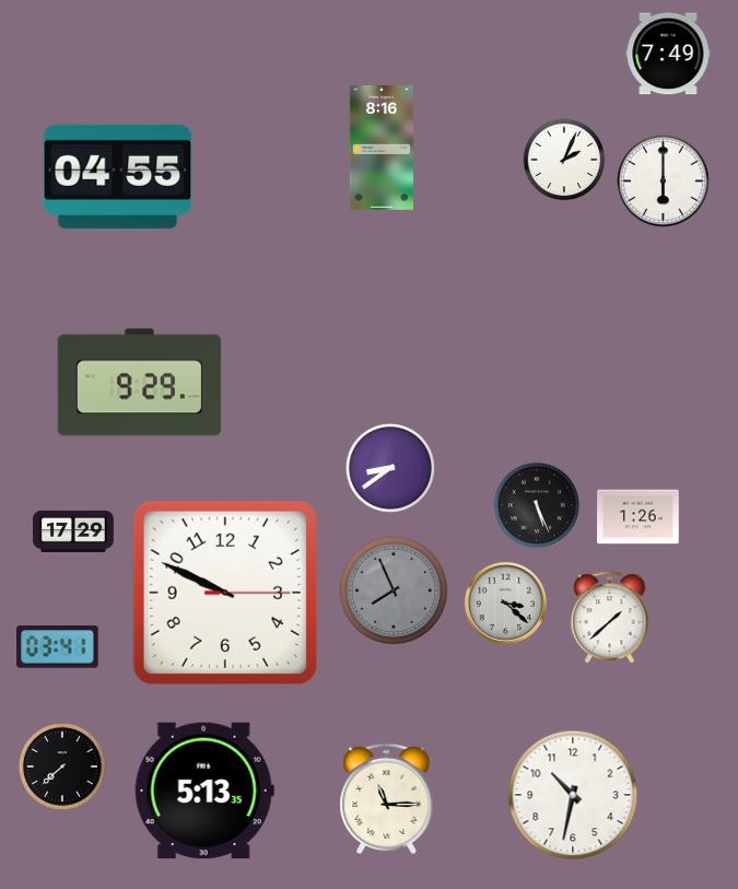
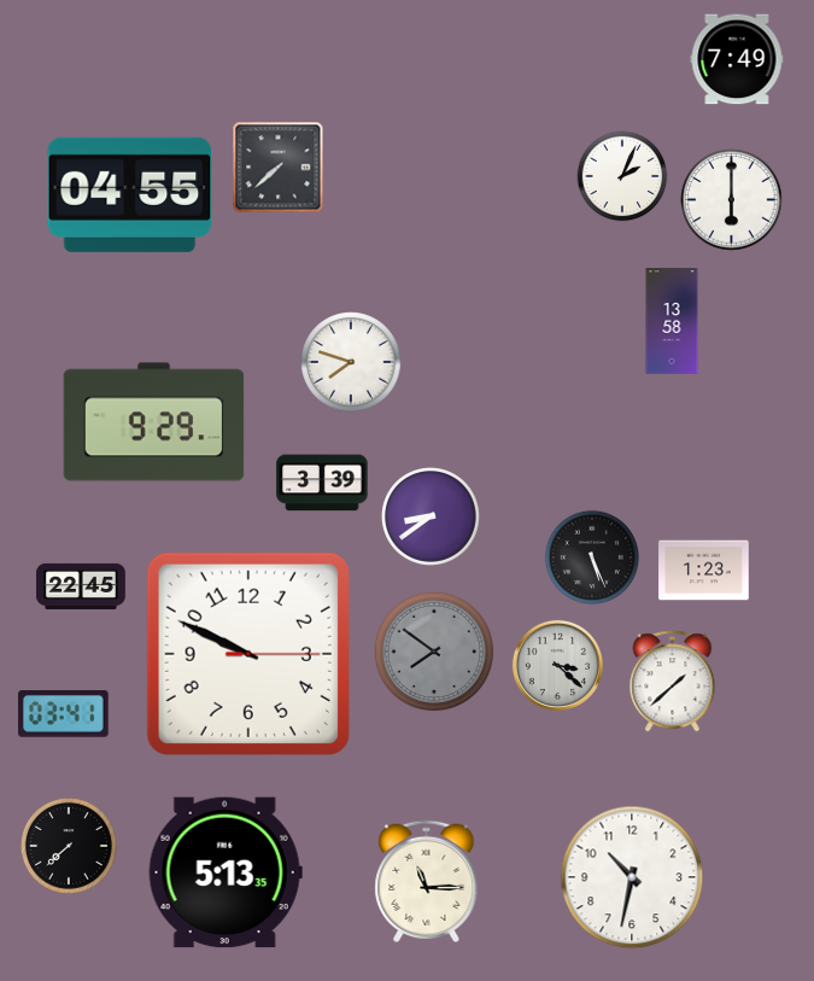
clock at (382, 149): 8:16 -> none
clock at (279, 168): none -> 7:38
clock at (672, 321): none -> 13:58
clock at (351, 362): none -> 7:48
clock at (322, 483): none -> 3:39
clock at (639, 517): 1:26 -> 1:23
clock at (74, 531): 17:29 -> 22:45
clock at (394, 590): 7:56 -> 7:51
